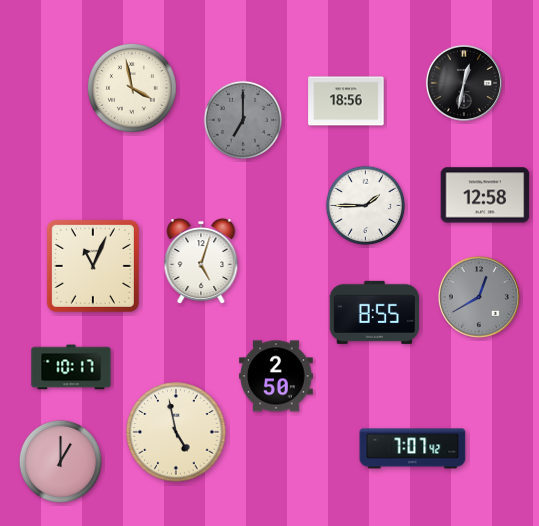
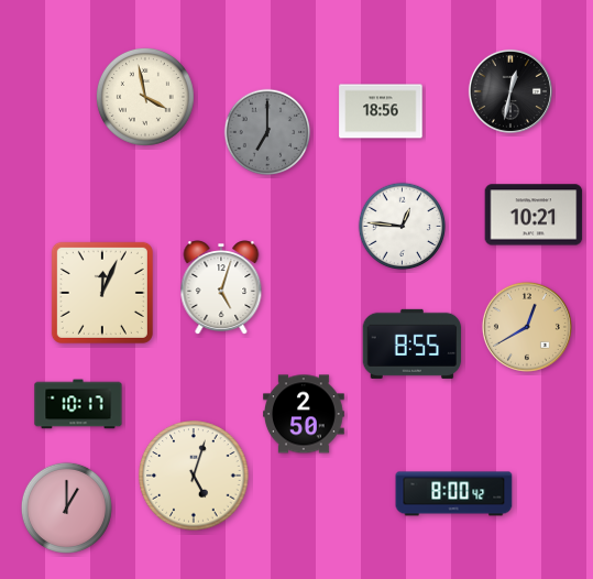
clock at (485, 195): 12:58 -> 10:21
clock at (366, 206): 1:45 -> 12:46
clock at (93, 266): 11:04 -> 12:04
clock at (479, 297) dial: grey -> champagne
clock at (176, 432): 4:58 -> 5:03
clock at (413, 449): 7:07 -> 8:00
